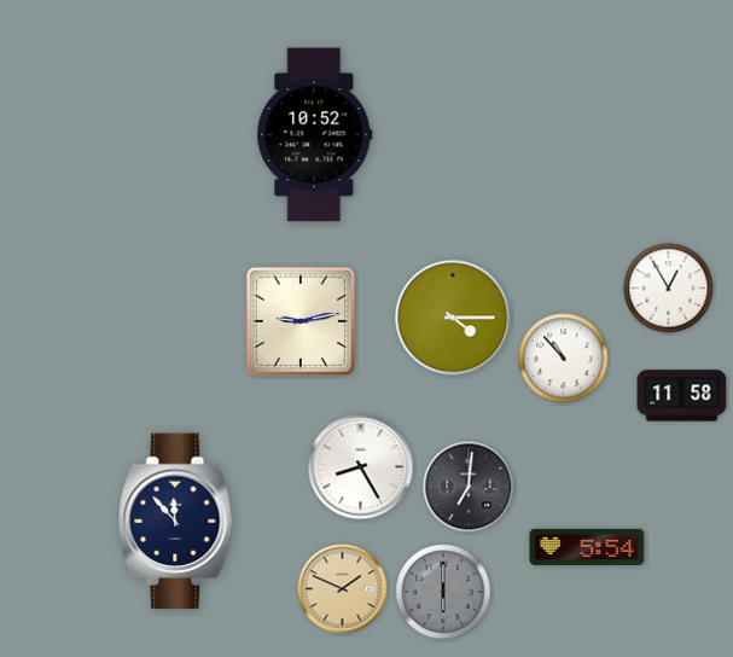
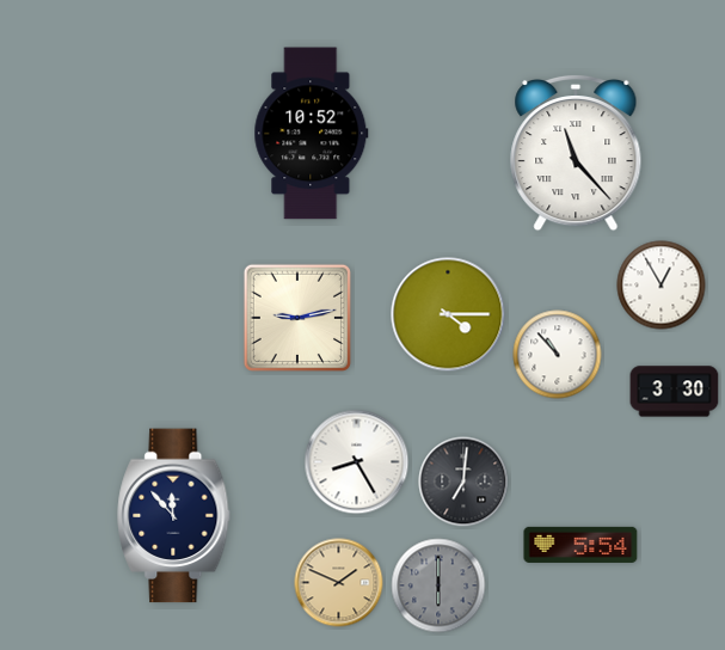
clock at (576, 153): none -> 11:23
clock at (682, 396): 11:58 -> 3:30
clock at (587, 547) position: (587, 547) -> (580, 545)
